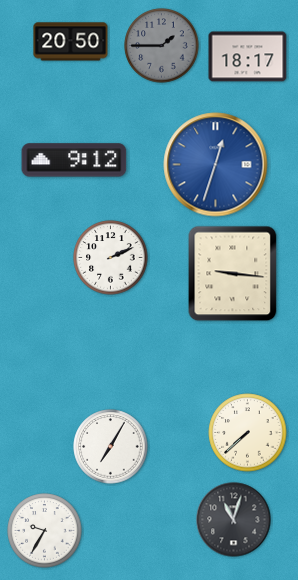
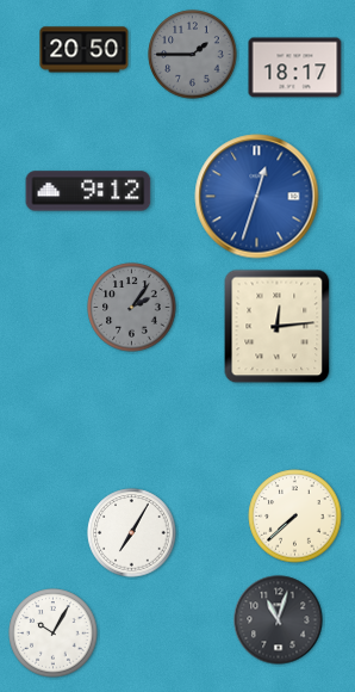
clock at (111, 258): 2:11 -> 2:06
clock at (111, 258) dial: white -> grey
clock at (233, 274): 9:16 -> 12:14
clock at (45, 531): 9:35 -> 10:05
